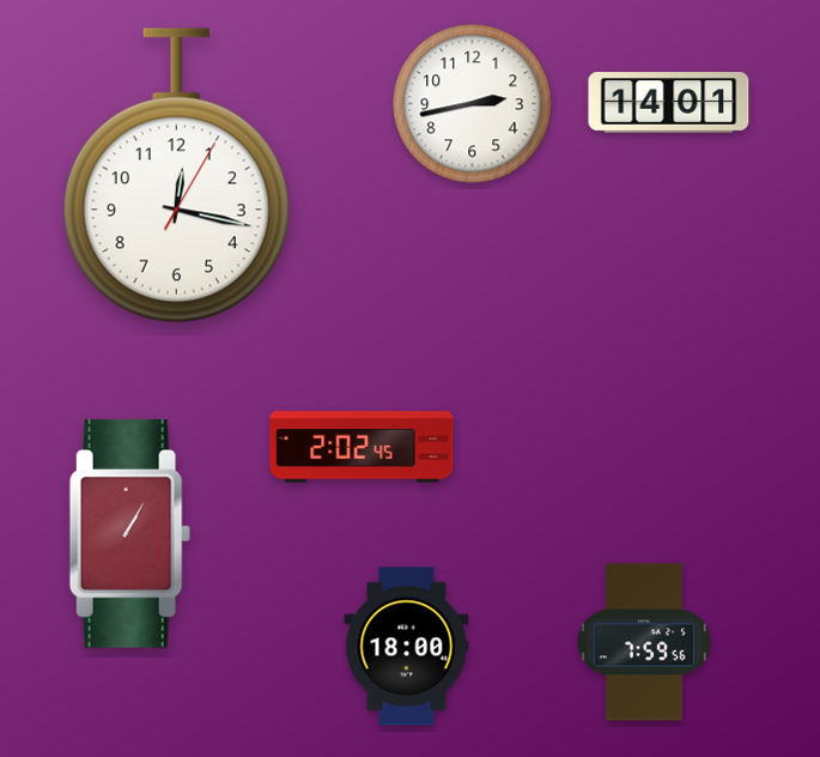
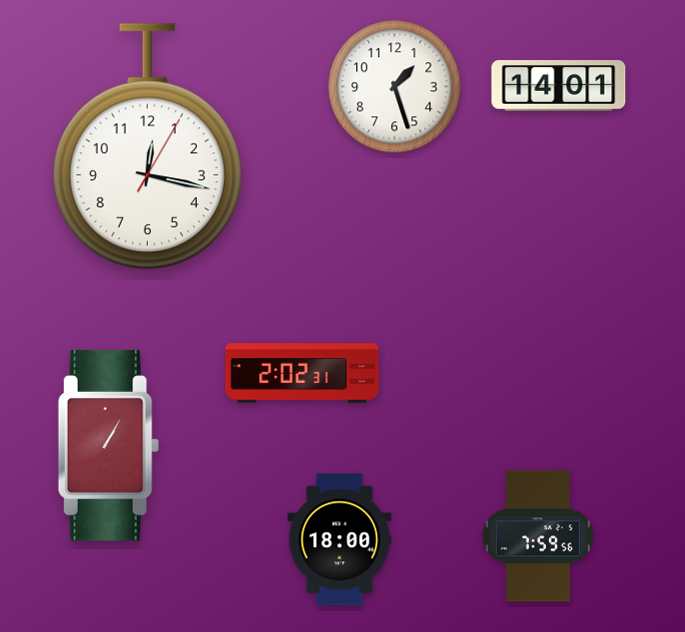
clock at (473, 104): 2:43 -> 1:27
clock at (362, 447): 2:02:45 -> 2:02:31
